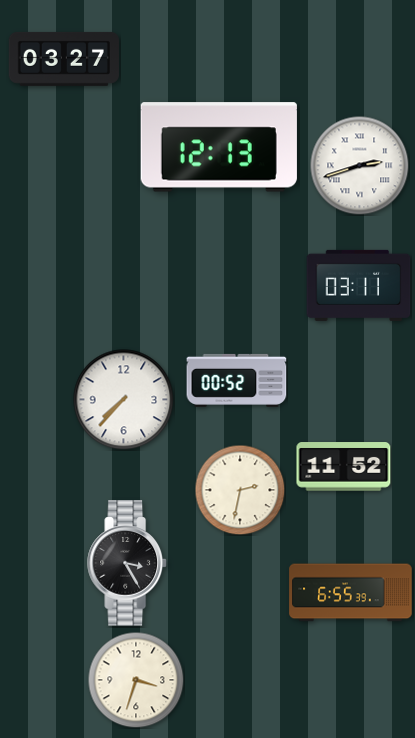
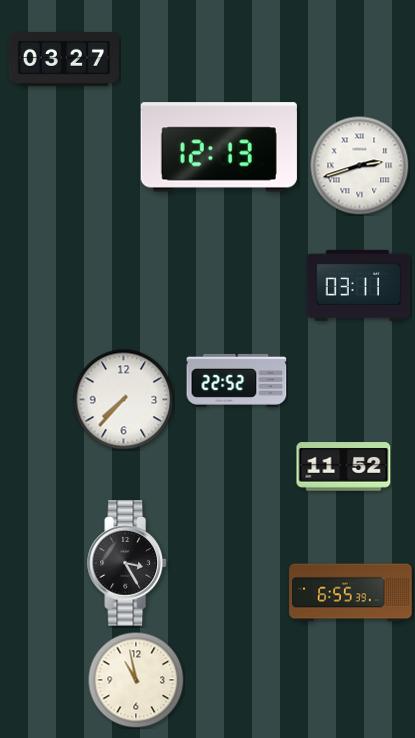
clock at (237, 380): 00:52 -> 22:52
clock at (240, 490): 2:32 -> none
clock at (136, 680): 3:33 -> 10:58
